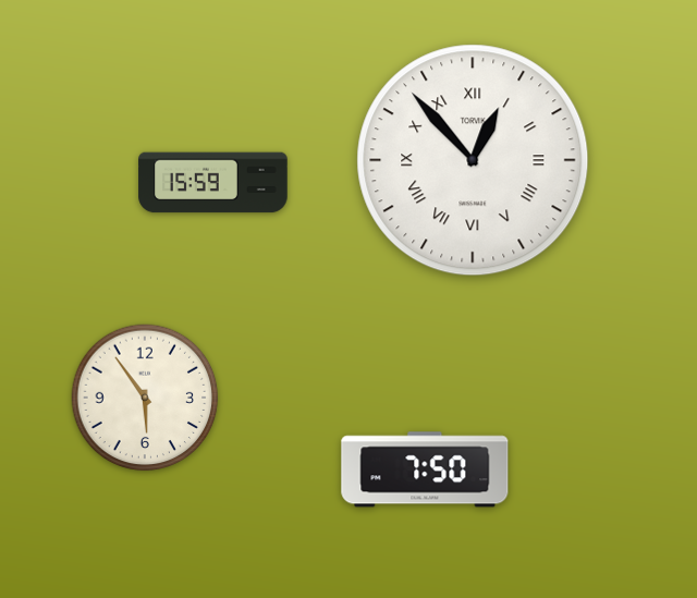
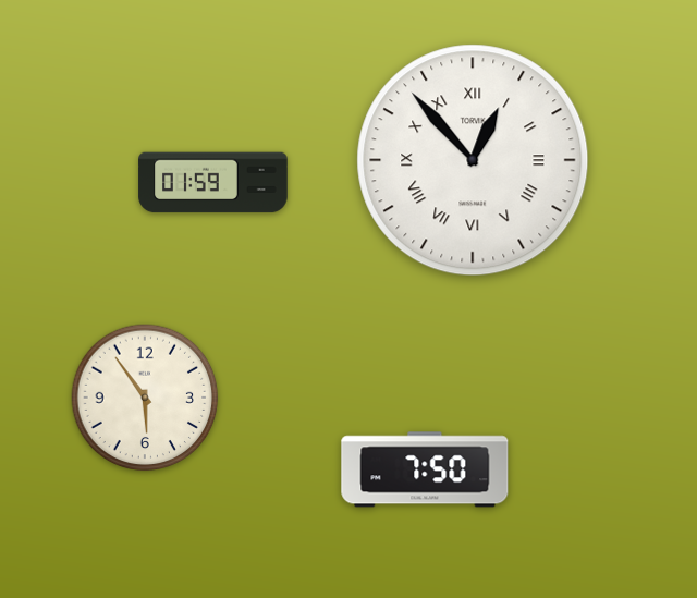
clock at (213, 183): 15:59 -> 01:59
